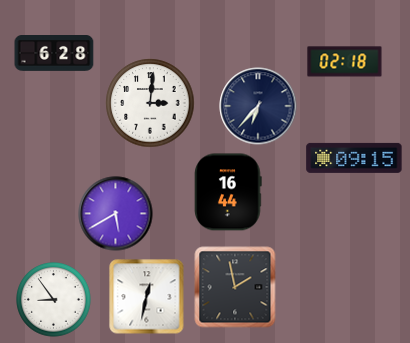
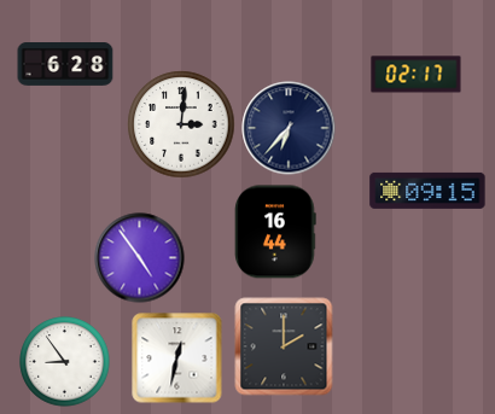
clock at (345, 62): 02:18 -> 02:17
clock at (258, 106) position: (258, 106) -> (289, 128)
clock at (116, 214): 5:40 -> 4:54
clock at (235, 287): 1:58 -> 2:00
